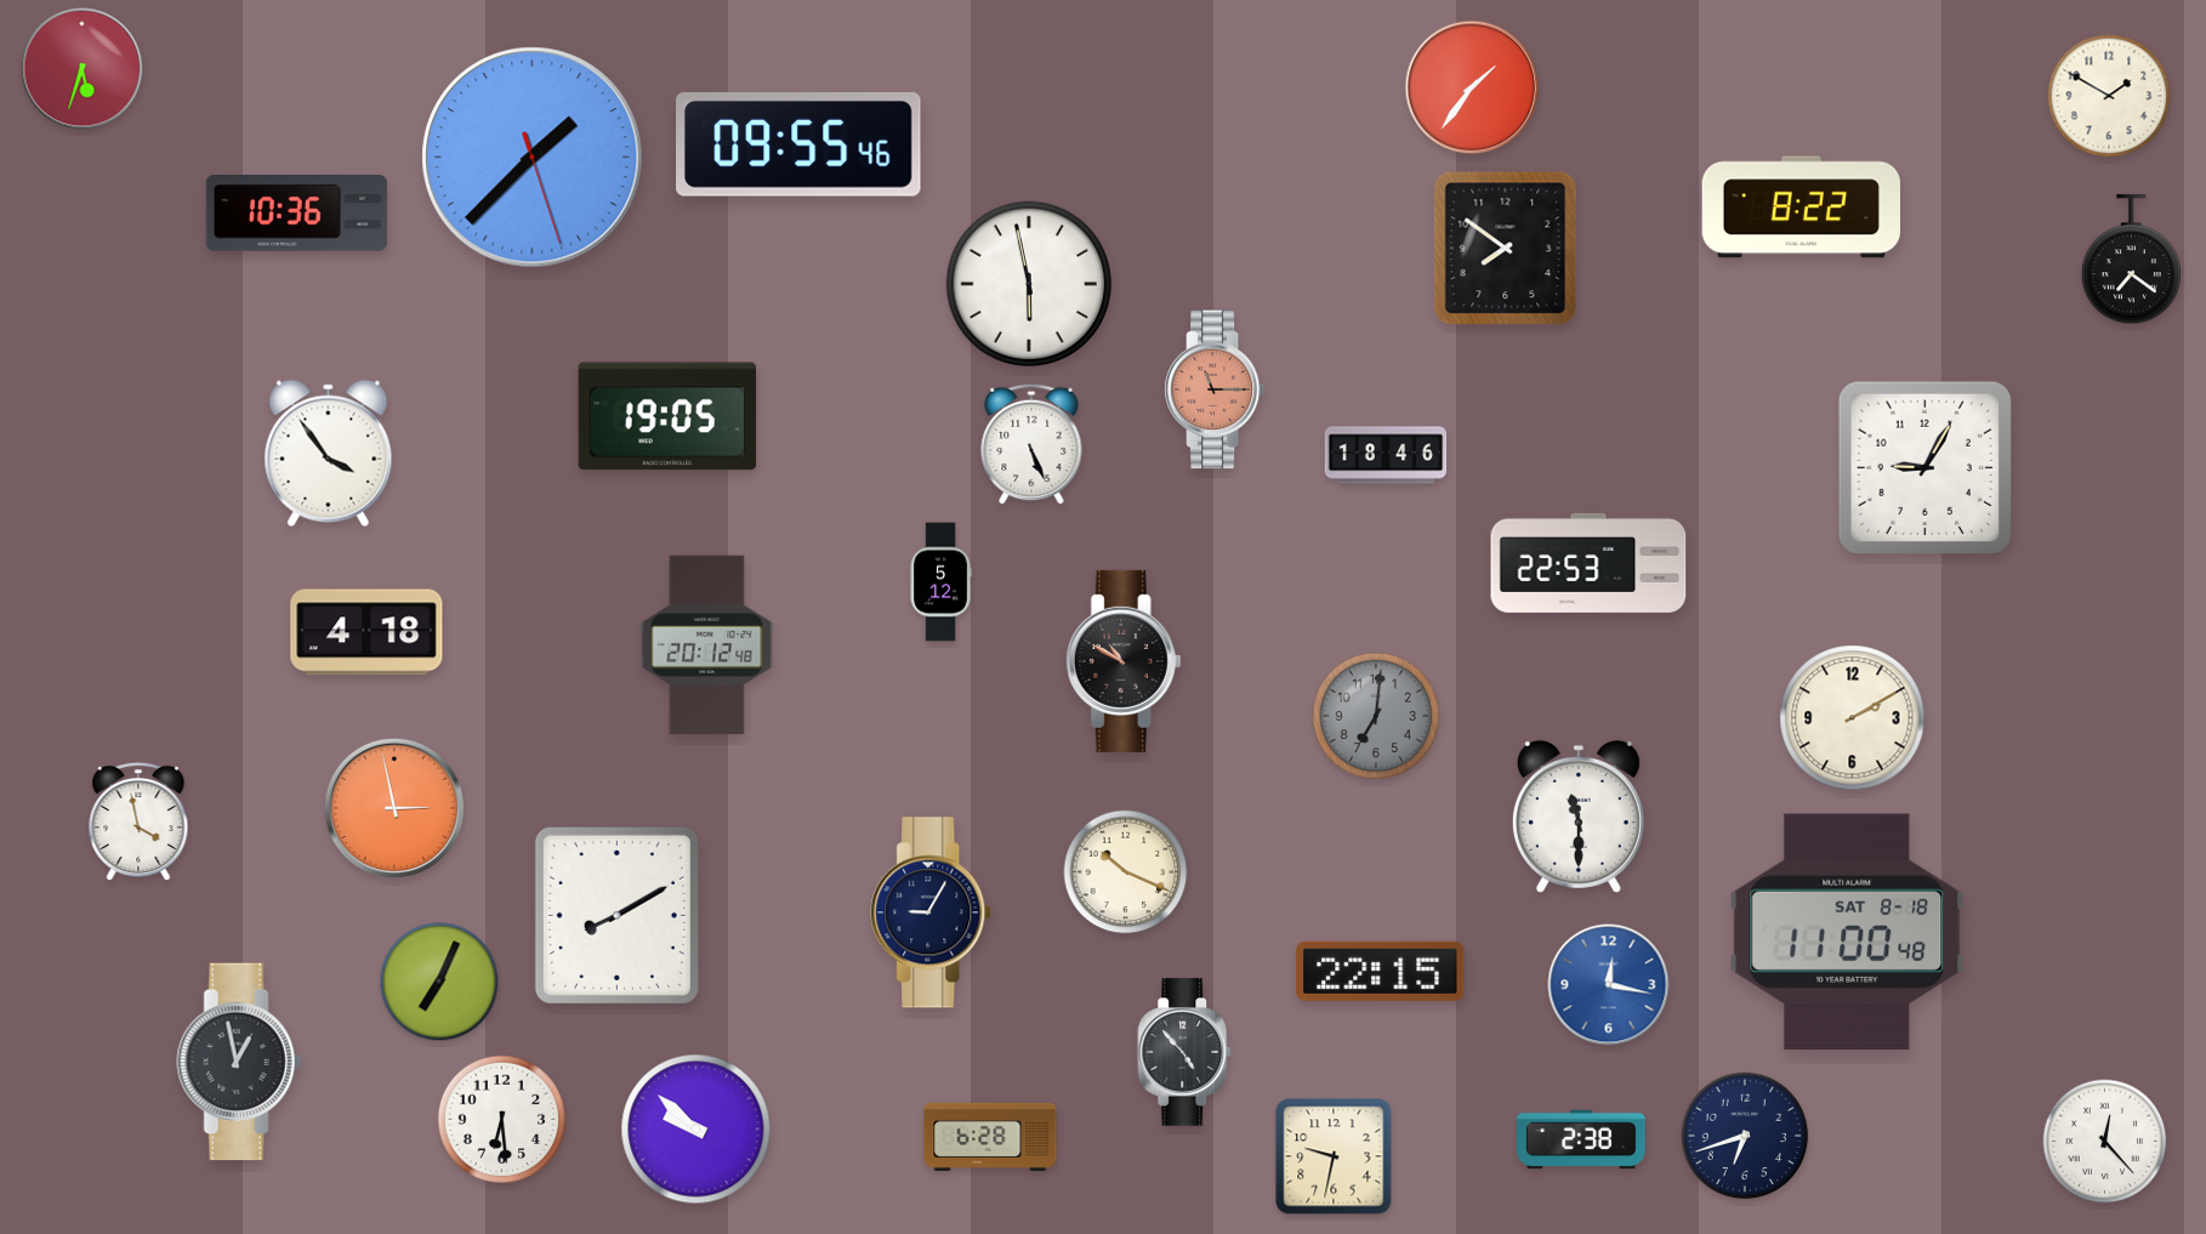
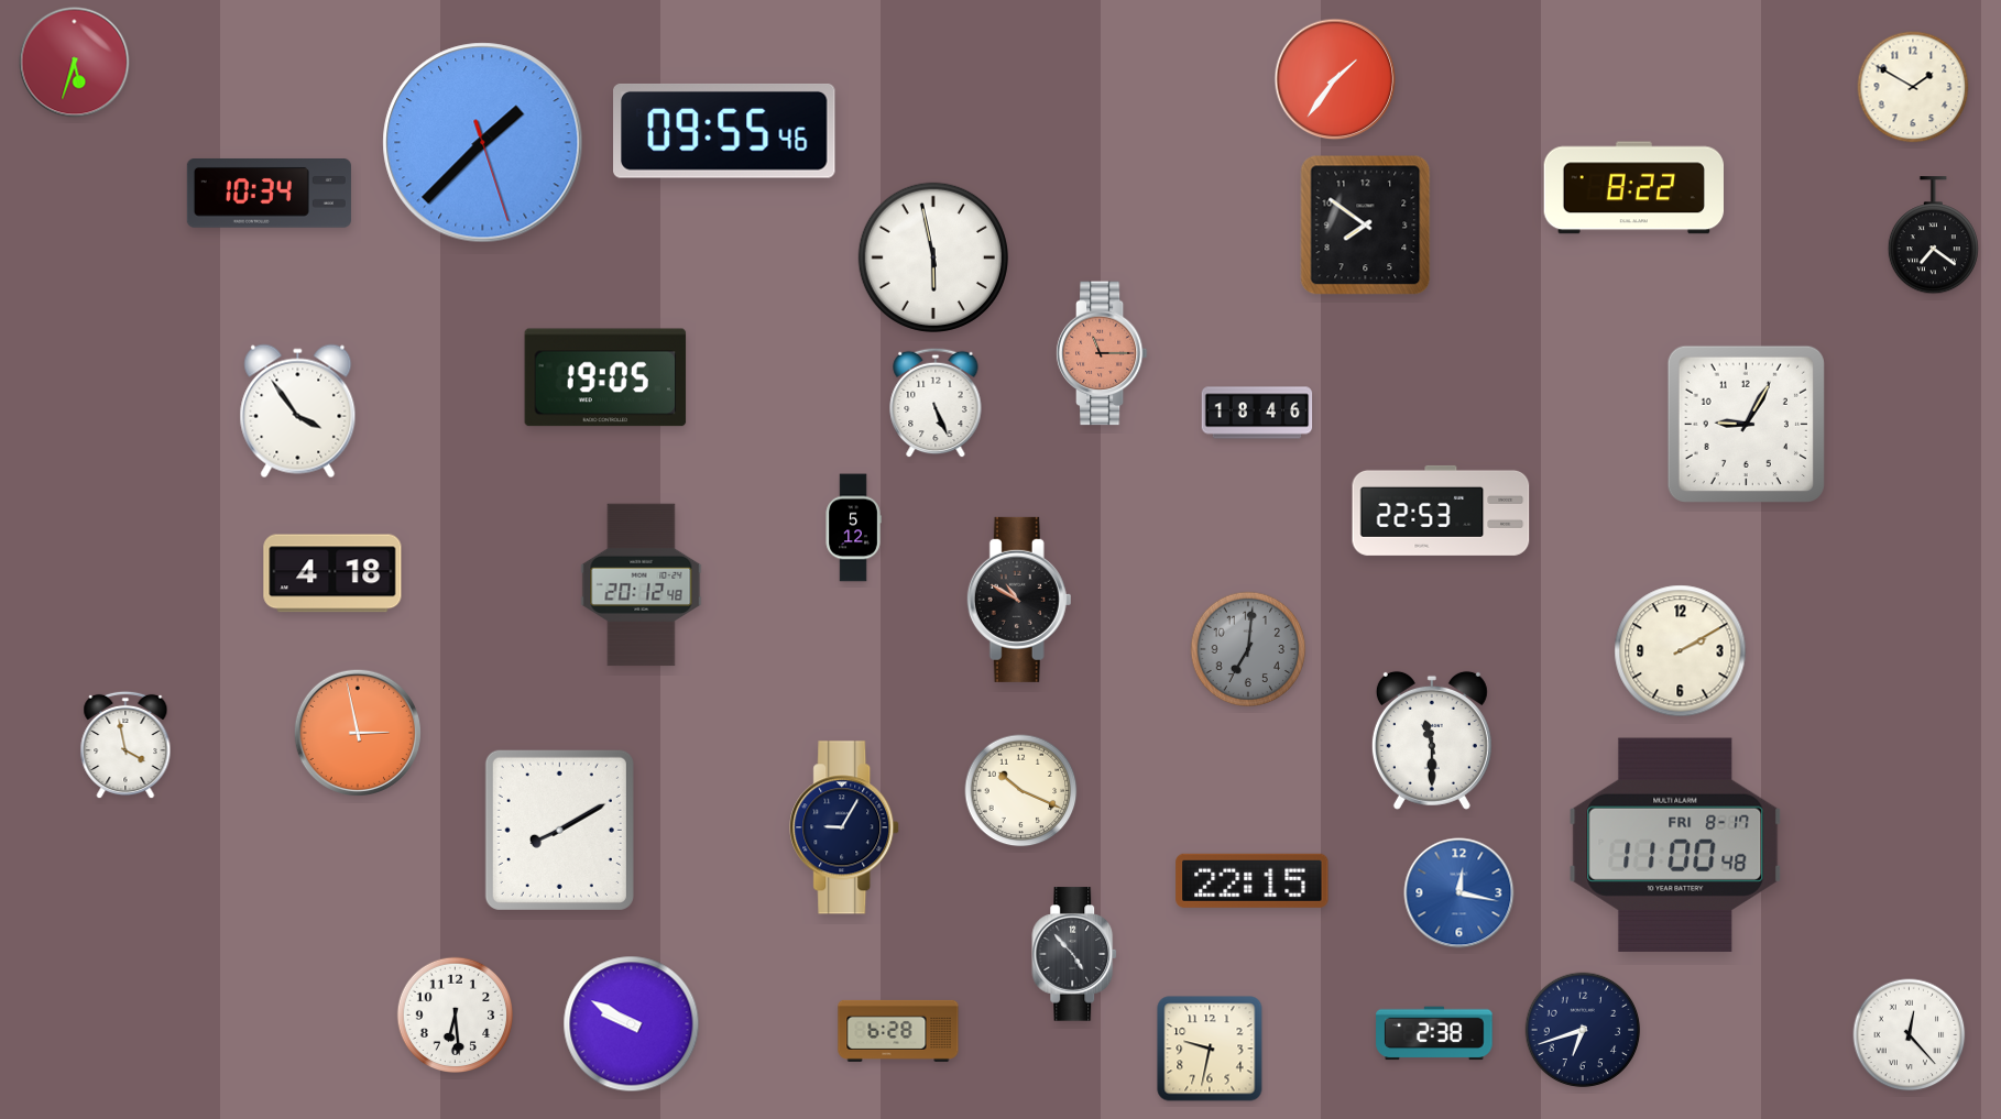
clock at (296, 214): 10:36 -> 10:34
clock at (1847, 932) date: SAT 8-18 -> FRI 8-17
clock at (439, 982): 7:04 -> none
clock at (239, 1062): 12:58 -> none
clock at (697, 1130): 9:52 -> 9:50
